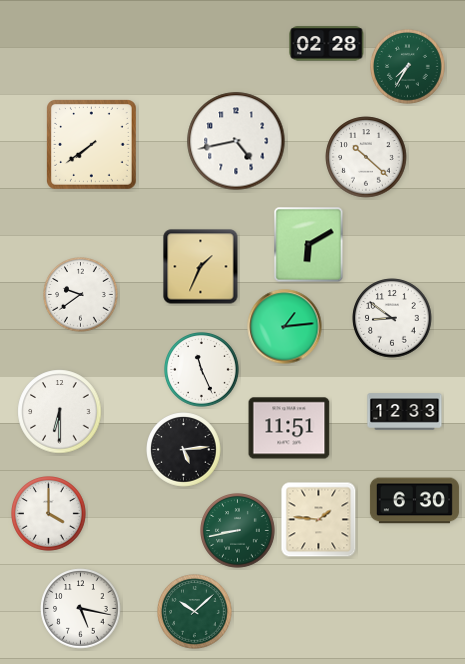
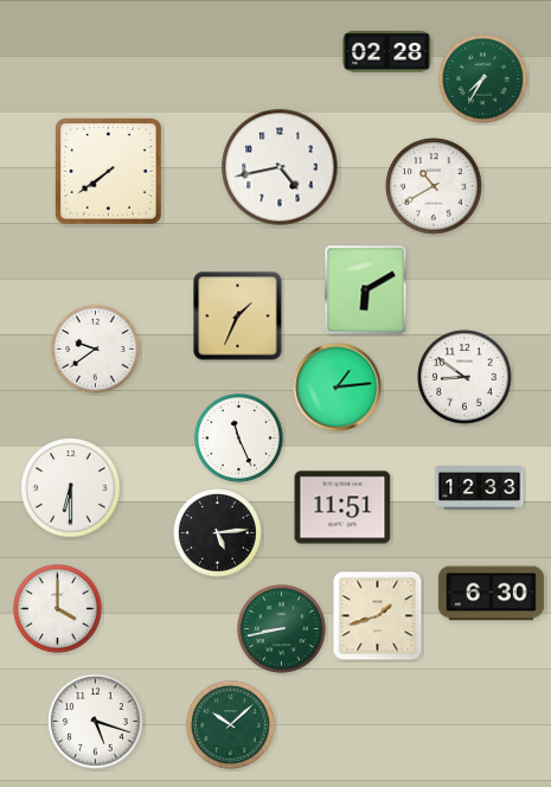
clock at (366, 157): 10:22 -> 10:40
clock at (319, 520): 1:46 -> 1:42
clock at (81, 609): 5:17 -> 5:18
